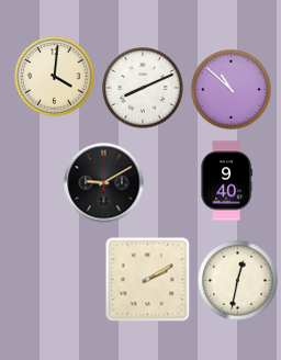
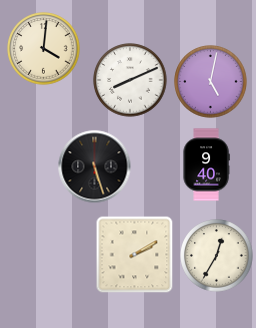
clock at (55, 77) position: (55, 77) -> (44, 49)
clock at (232, 90): 10:52 -> 5:02
clock at (104, 183): 9:10 -> 5:27
clock at (238, 281): 12:32 -> 12:35
